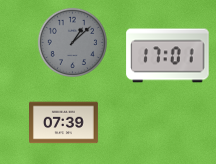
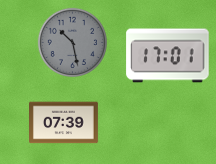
clock at (72, 42): 1:08 -> 10:28
